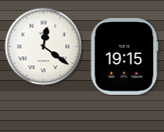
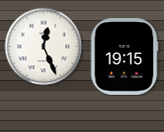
clock at (43, 46): 12:21 -> 12:26
